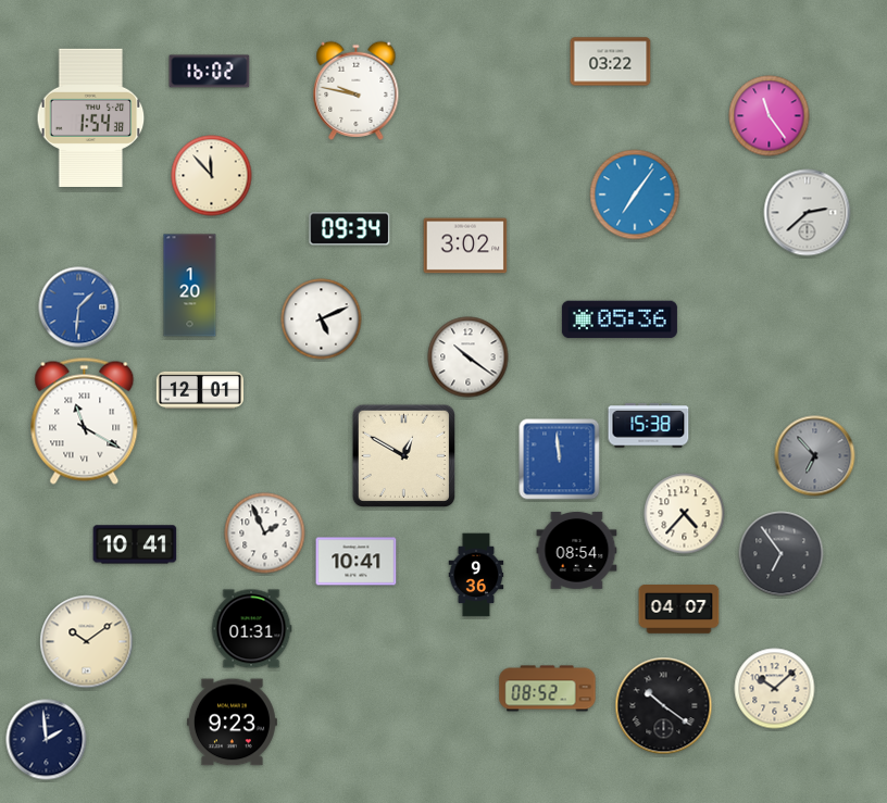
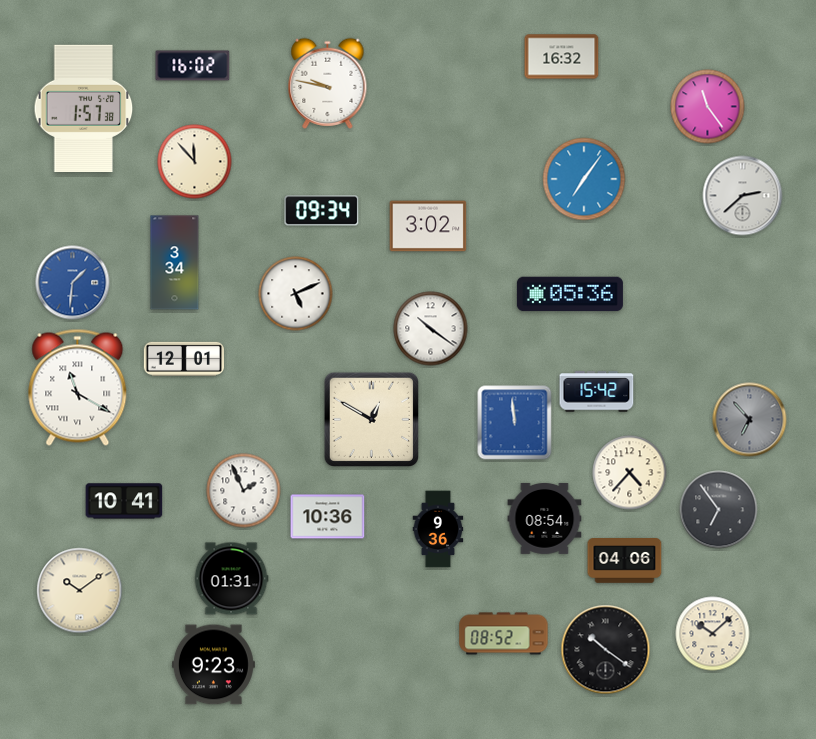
clock at (611, 62): 03:22 -> 16:32
clock at (91, 117): 1:54 -> 1:57
clock at (190, 286): 1:20 -> 3:34
clock at (649, 426): 15:38 -> 15:42
clock at (577, 550) position: (577, 550) -> (545, 518)
clock at (357, 562): 10:41 -> 10:36
clock at (679, 610): 04:07 -> 04:06
clock at (664, 706) position: (664, 706) -> (606, 650)
clock at (47, 740): 1:59 -> none
